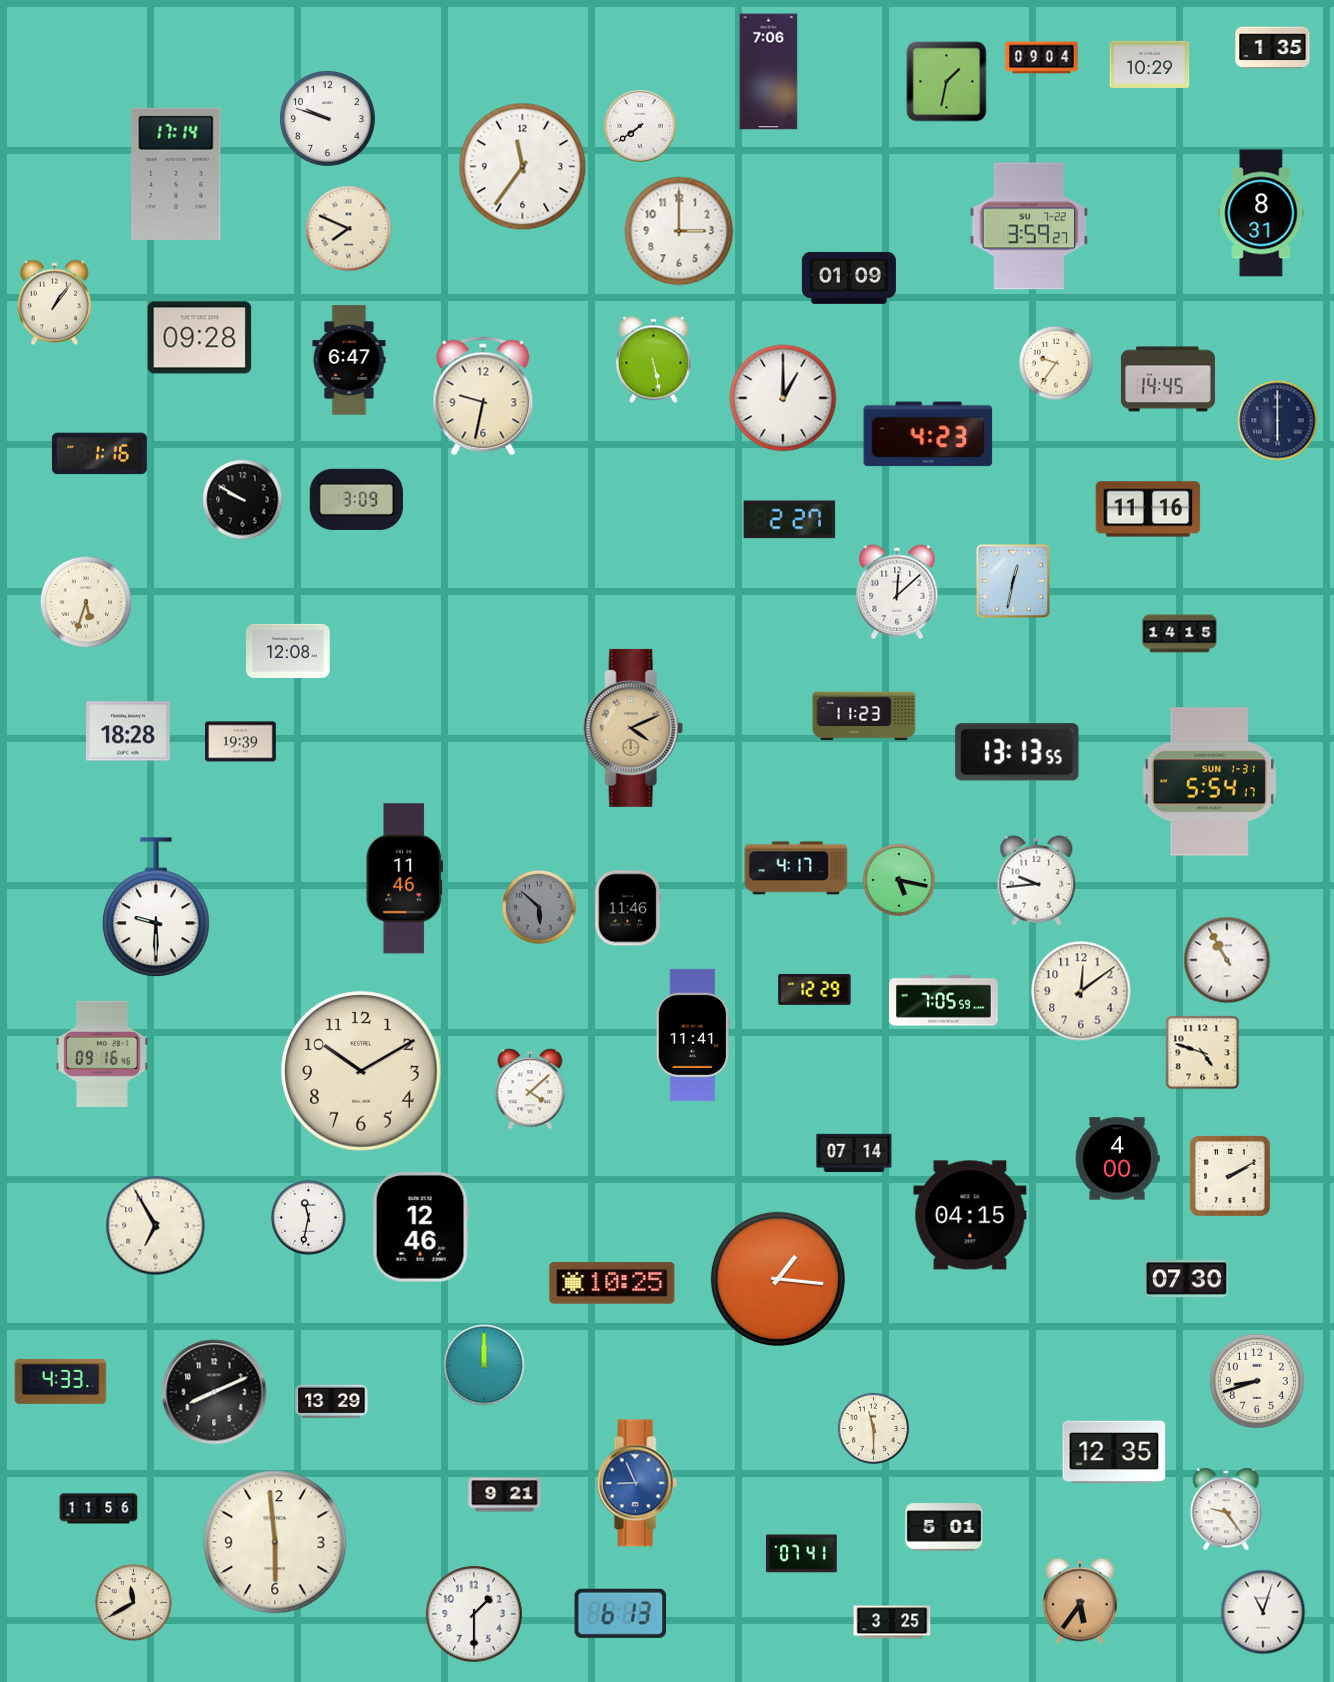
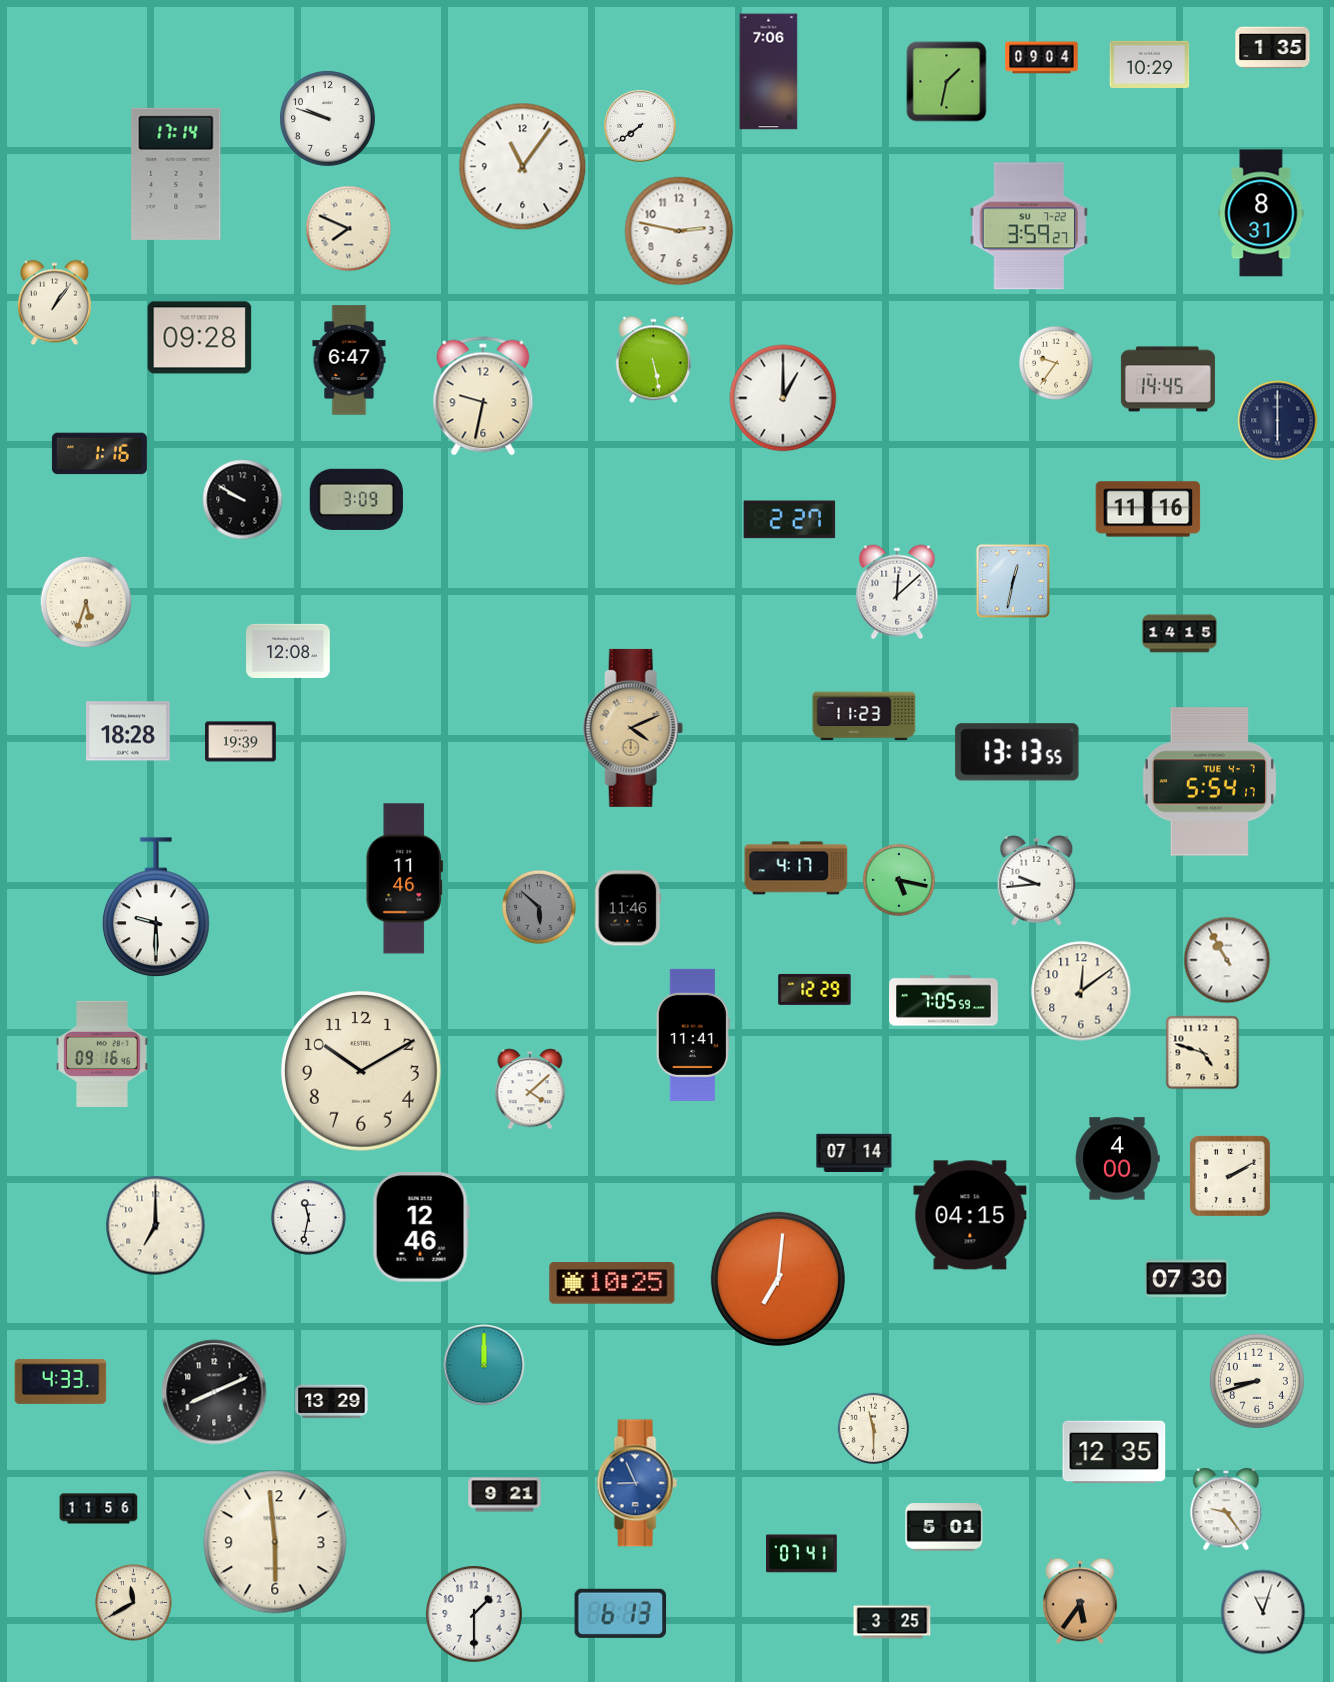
clock at (523, 167): 11:36 -> 11:06
clock at (679, 231): 3:00 -> 2:47
clock at (849, 278): 01:09 -> none
clock at (928, 434): 4:23 -> none
clock at (1209, 782) date: SUN 1-31 -> TUE 4-7
clock at (156, 1226): 6:55 -> 7:00
clock at (778, 1279): 1:16 -> 7:01
